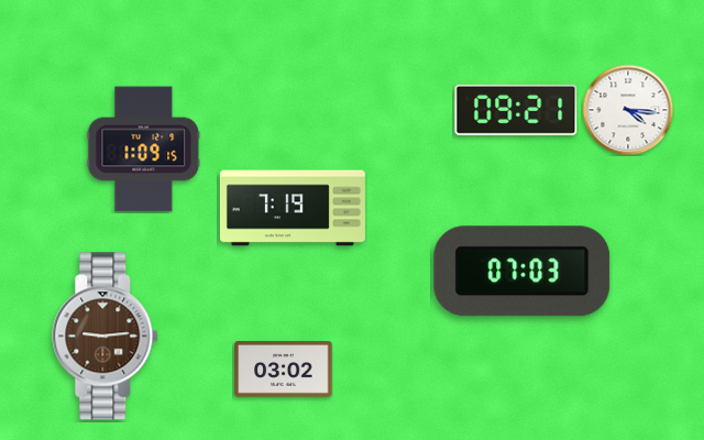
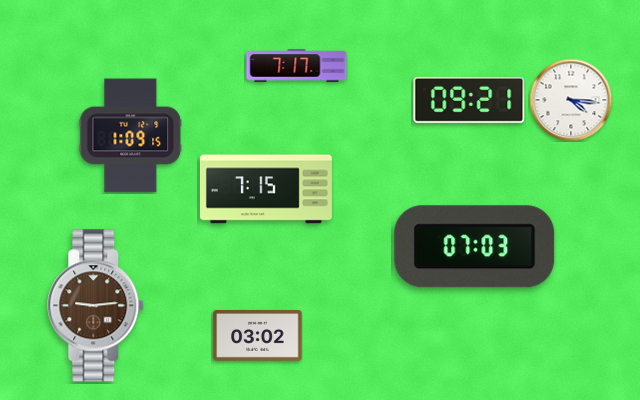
clock at (297, 66): none -> 7:17
clock at (293, 208): 7:19 -> 7:15
